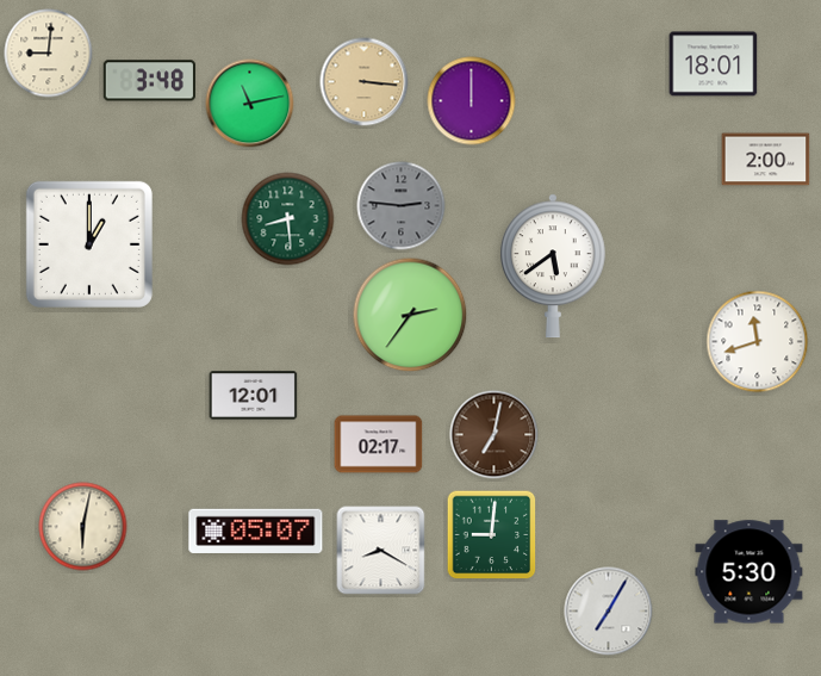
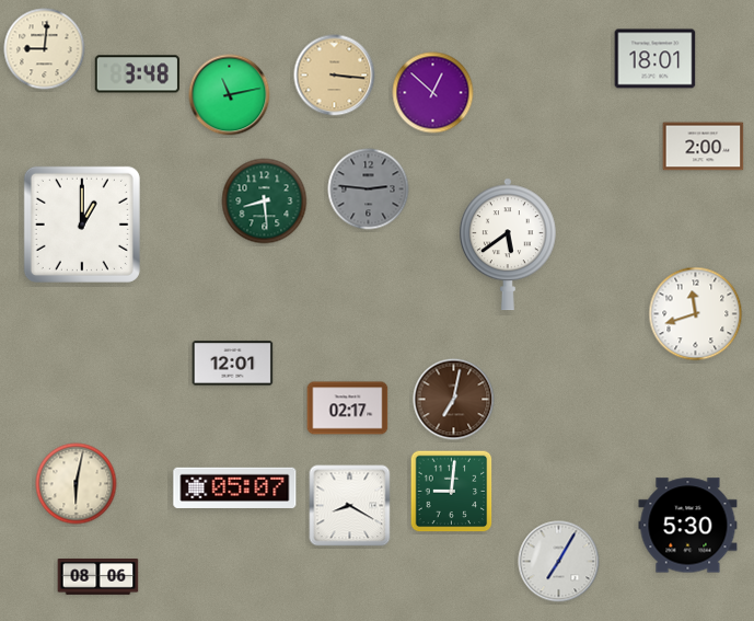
clock at (472, 101): 12:00 -> 12:52
clock at (410, 315): 2:36 -> none
clock at (98, 577): none -> 08:06
